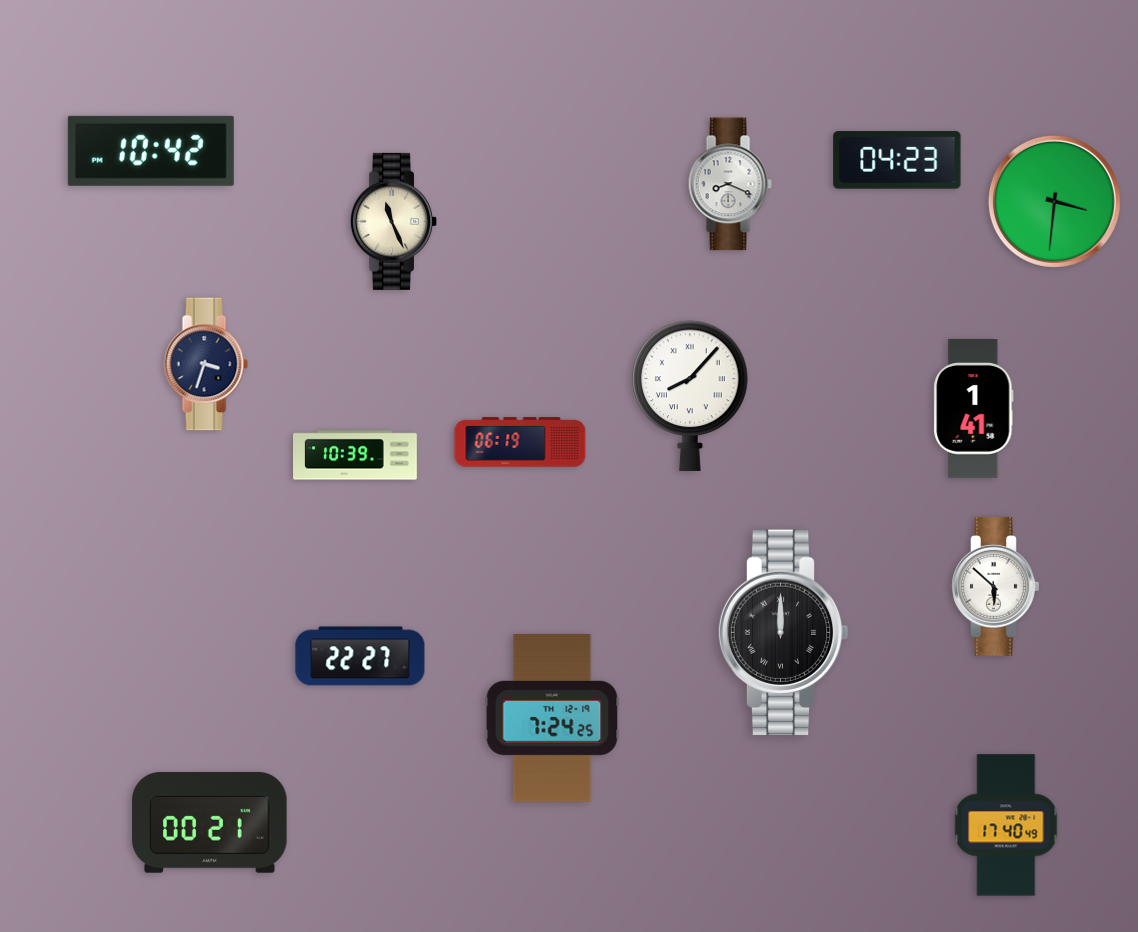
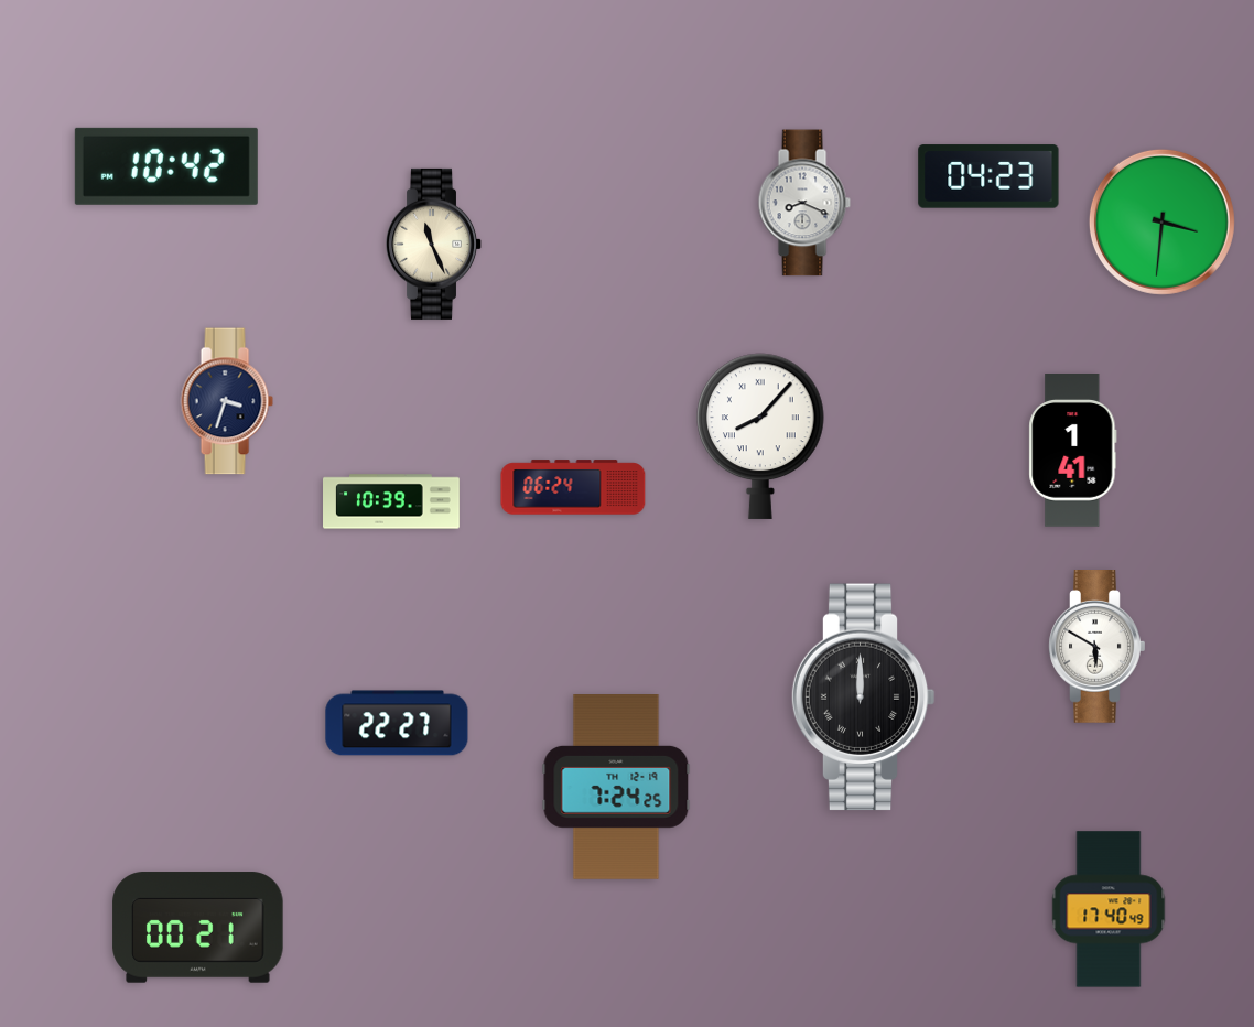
clock at (520, 442): 06:19 -> 06:24
clock at (996, 587): 5:52 -> 5:50
clock at (552, 719) position: (552, 719) -> (616, 788)
clock at (210, 823) position: (210, 823) -> (198, 928)
